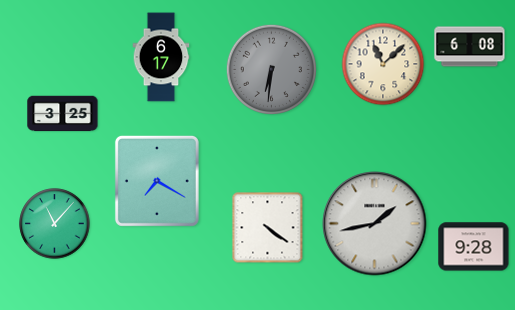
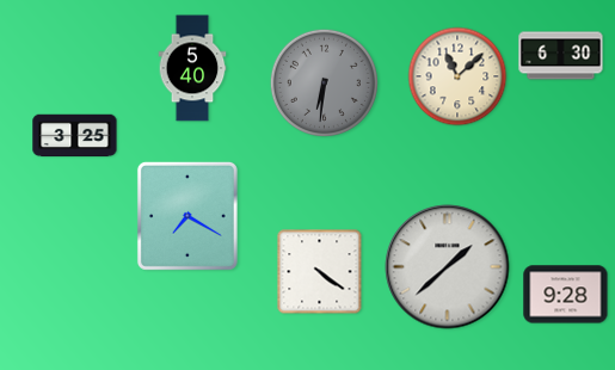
clock at (470, 47): 6:08 -> 6:30
clock at (161, 57): 6:17 -> 5:40
clock at (55, 224): 11:07 -> none
clock at (375, 224): 1:43 -> 1:38
